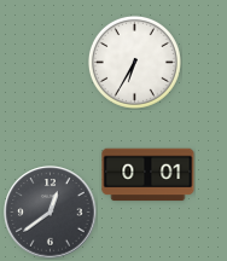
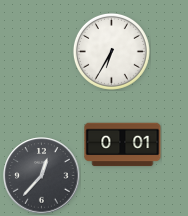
clock at (51, 213): 12:39 -> 12:37
